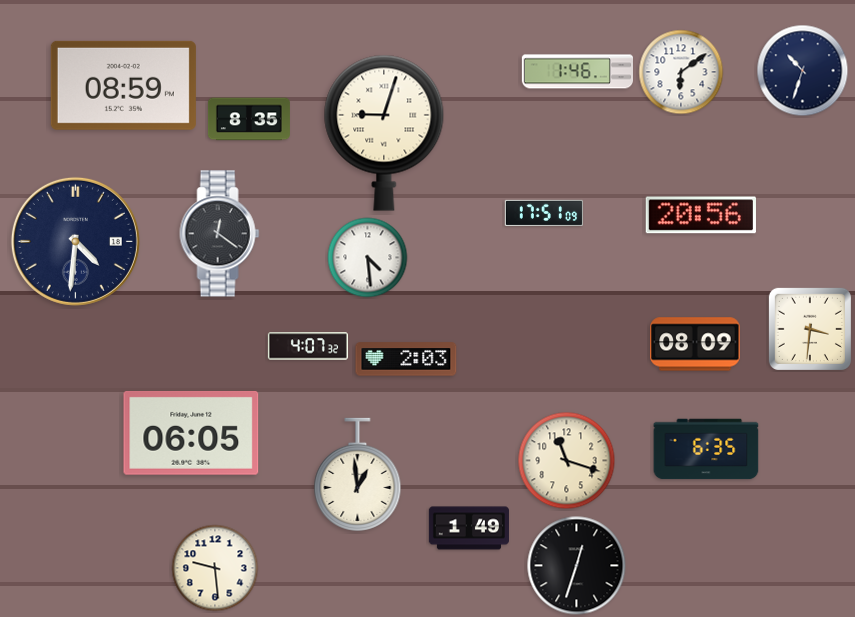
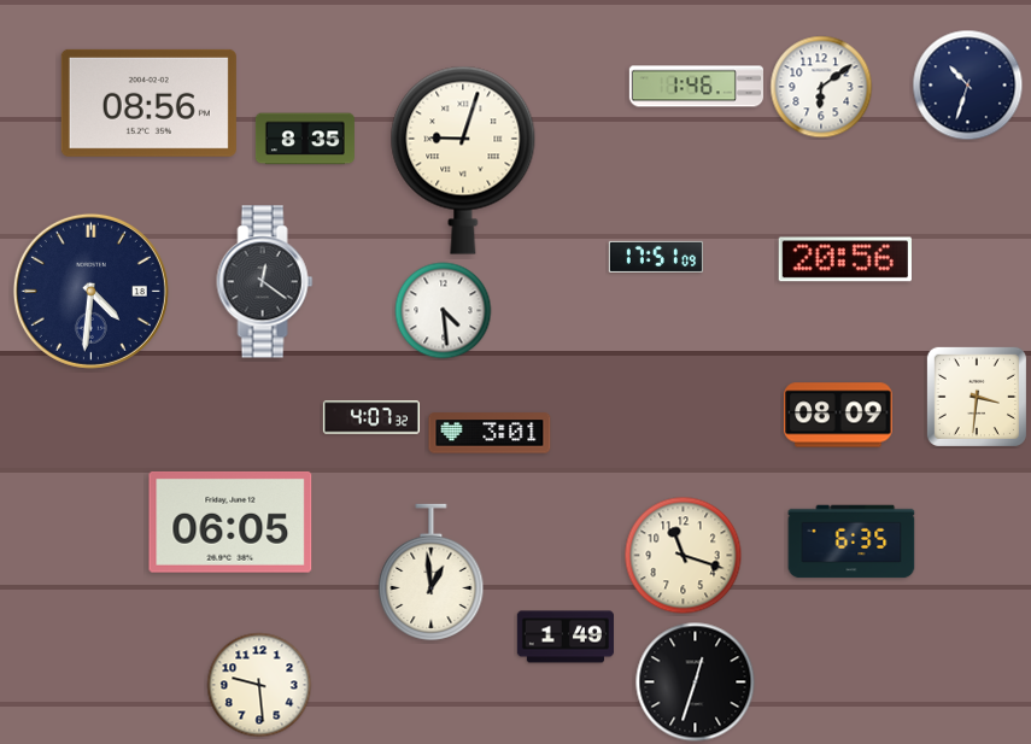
clock at (123, 85): 08:59 -> 08:56
clock at (249, 119) position: (249, 119) -> (305, 139)
clock at (406, 359): 2:03 -> 3:01
